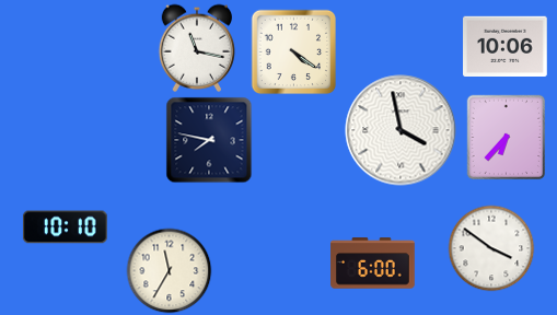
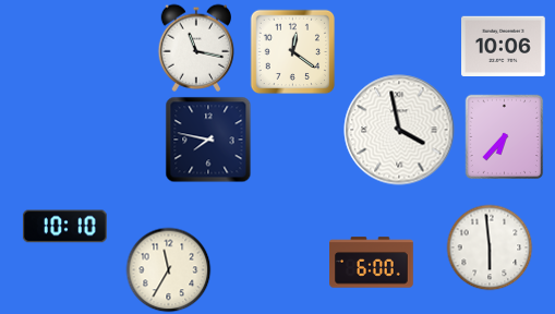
clock at (293, 51): 4:21 -> 12:21
clock at (491, 248): 3:51 -> 5:59
